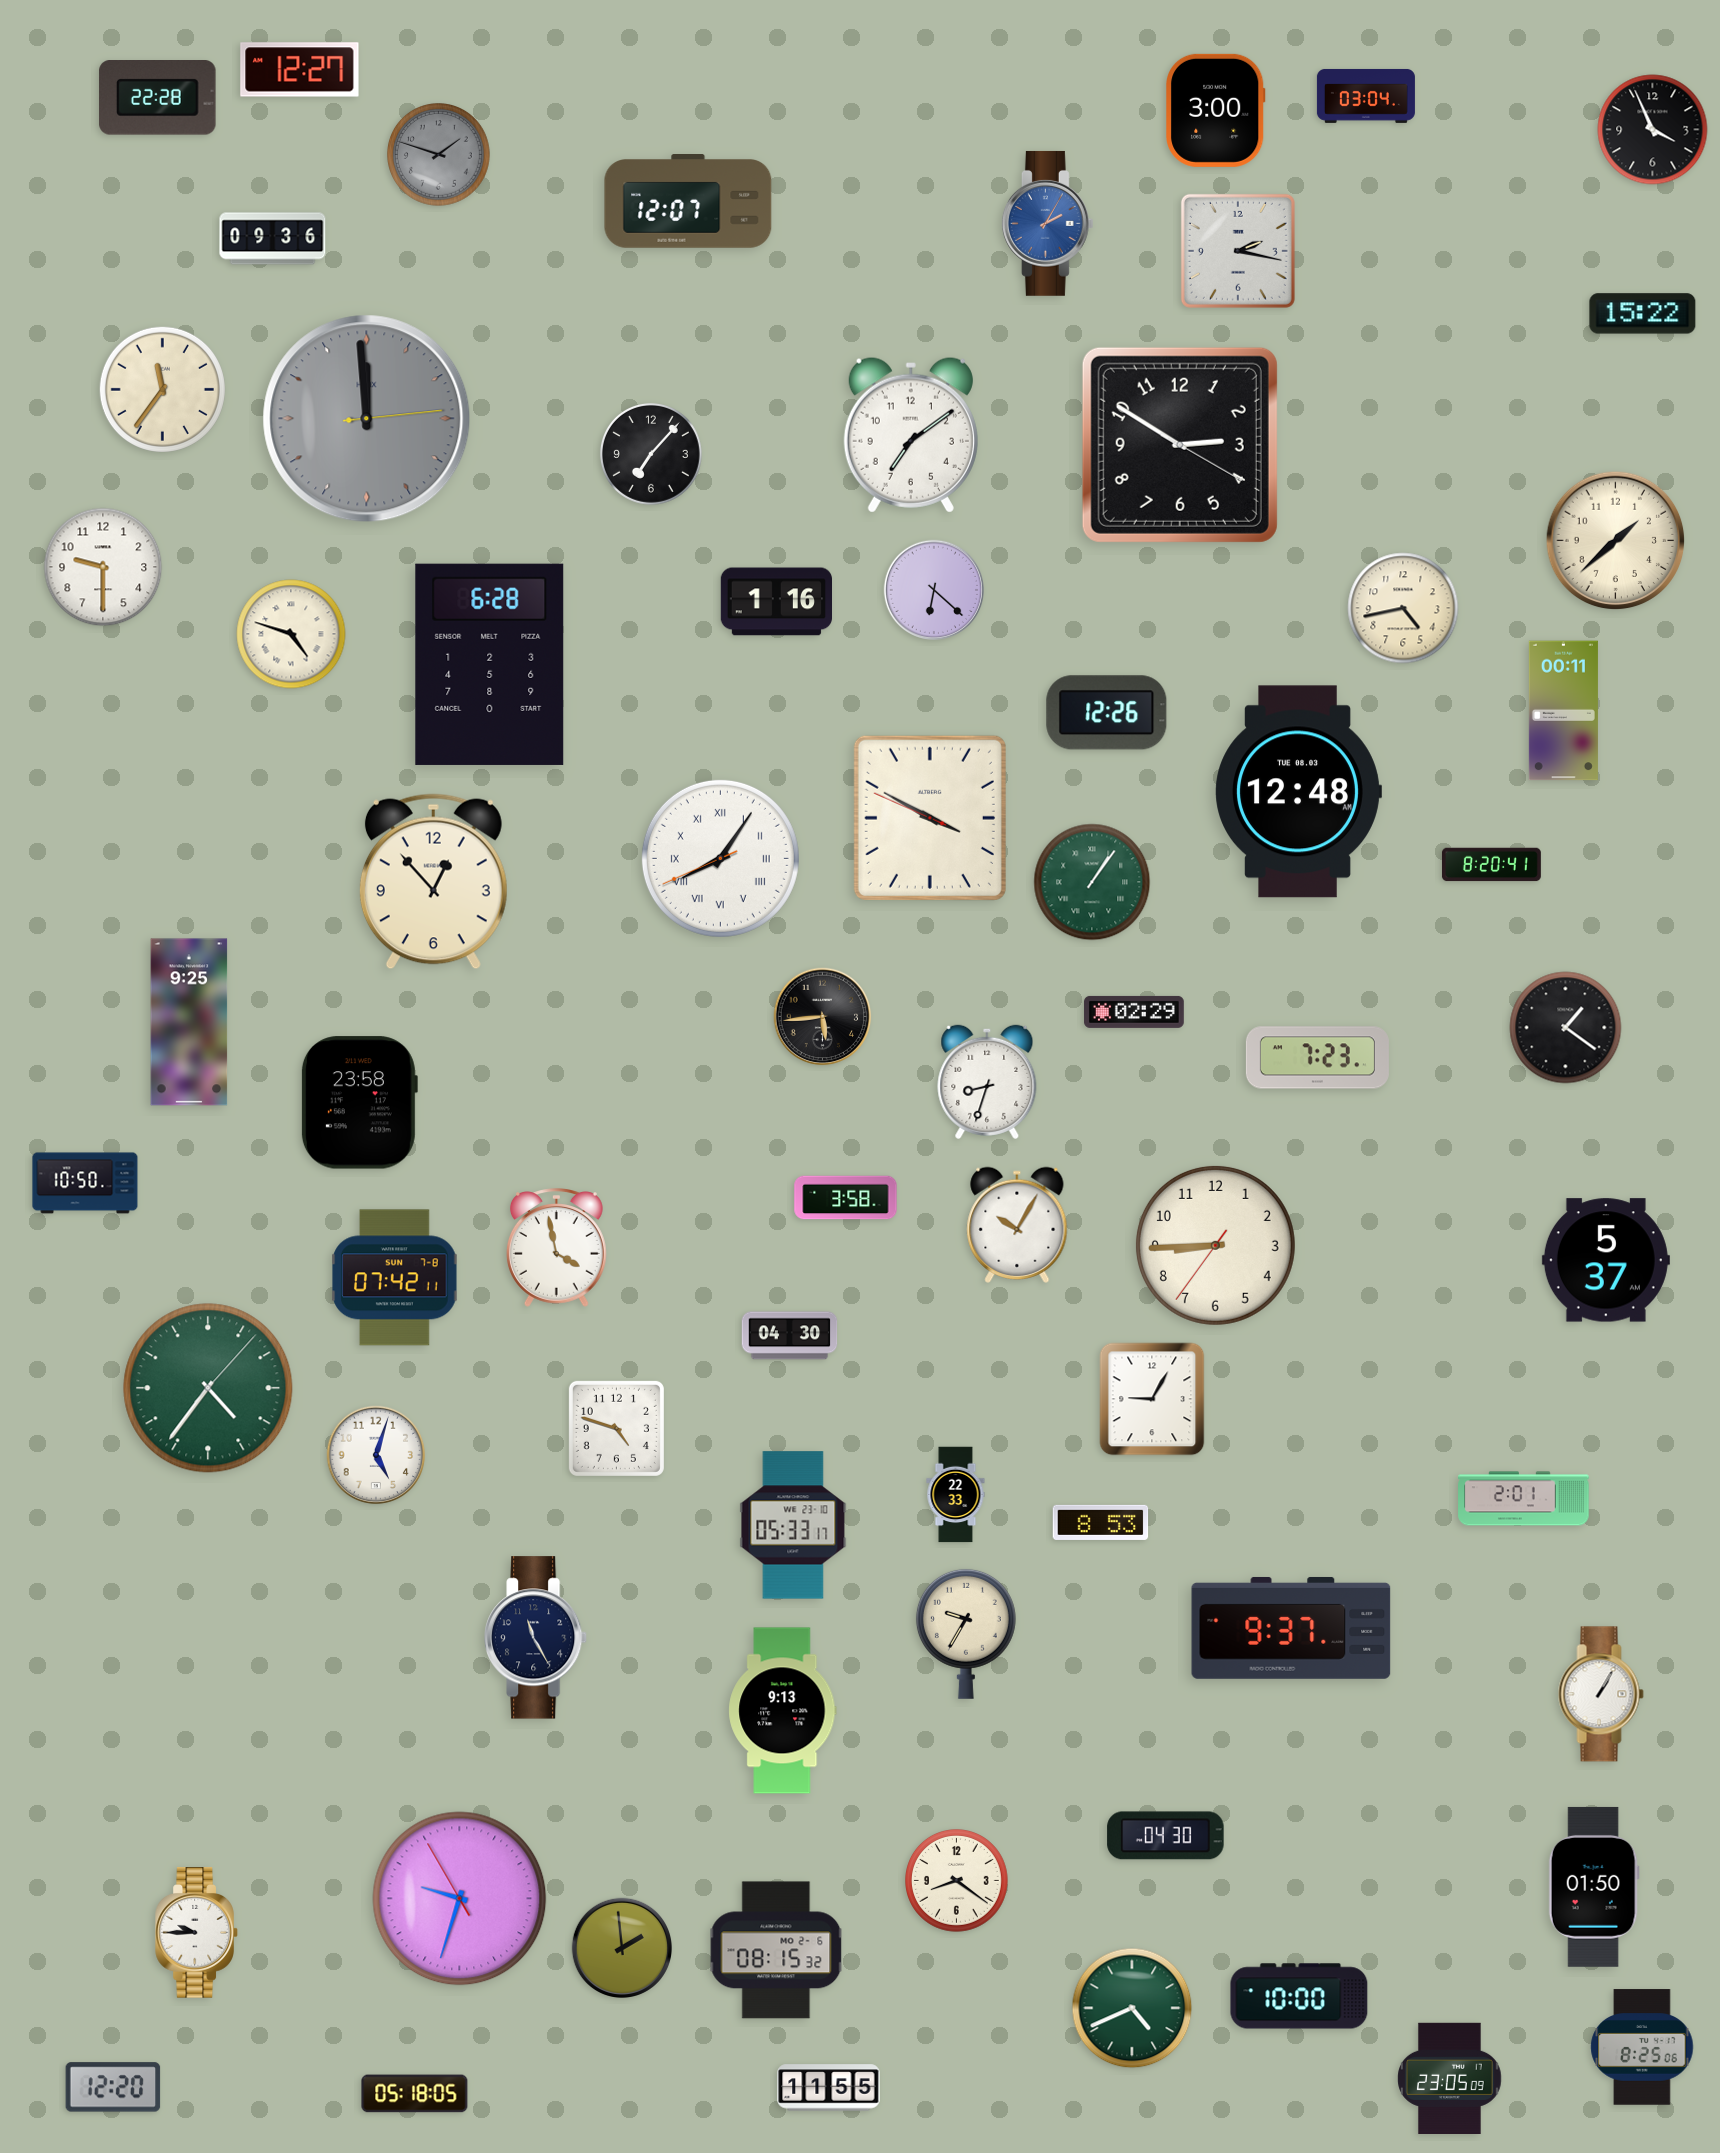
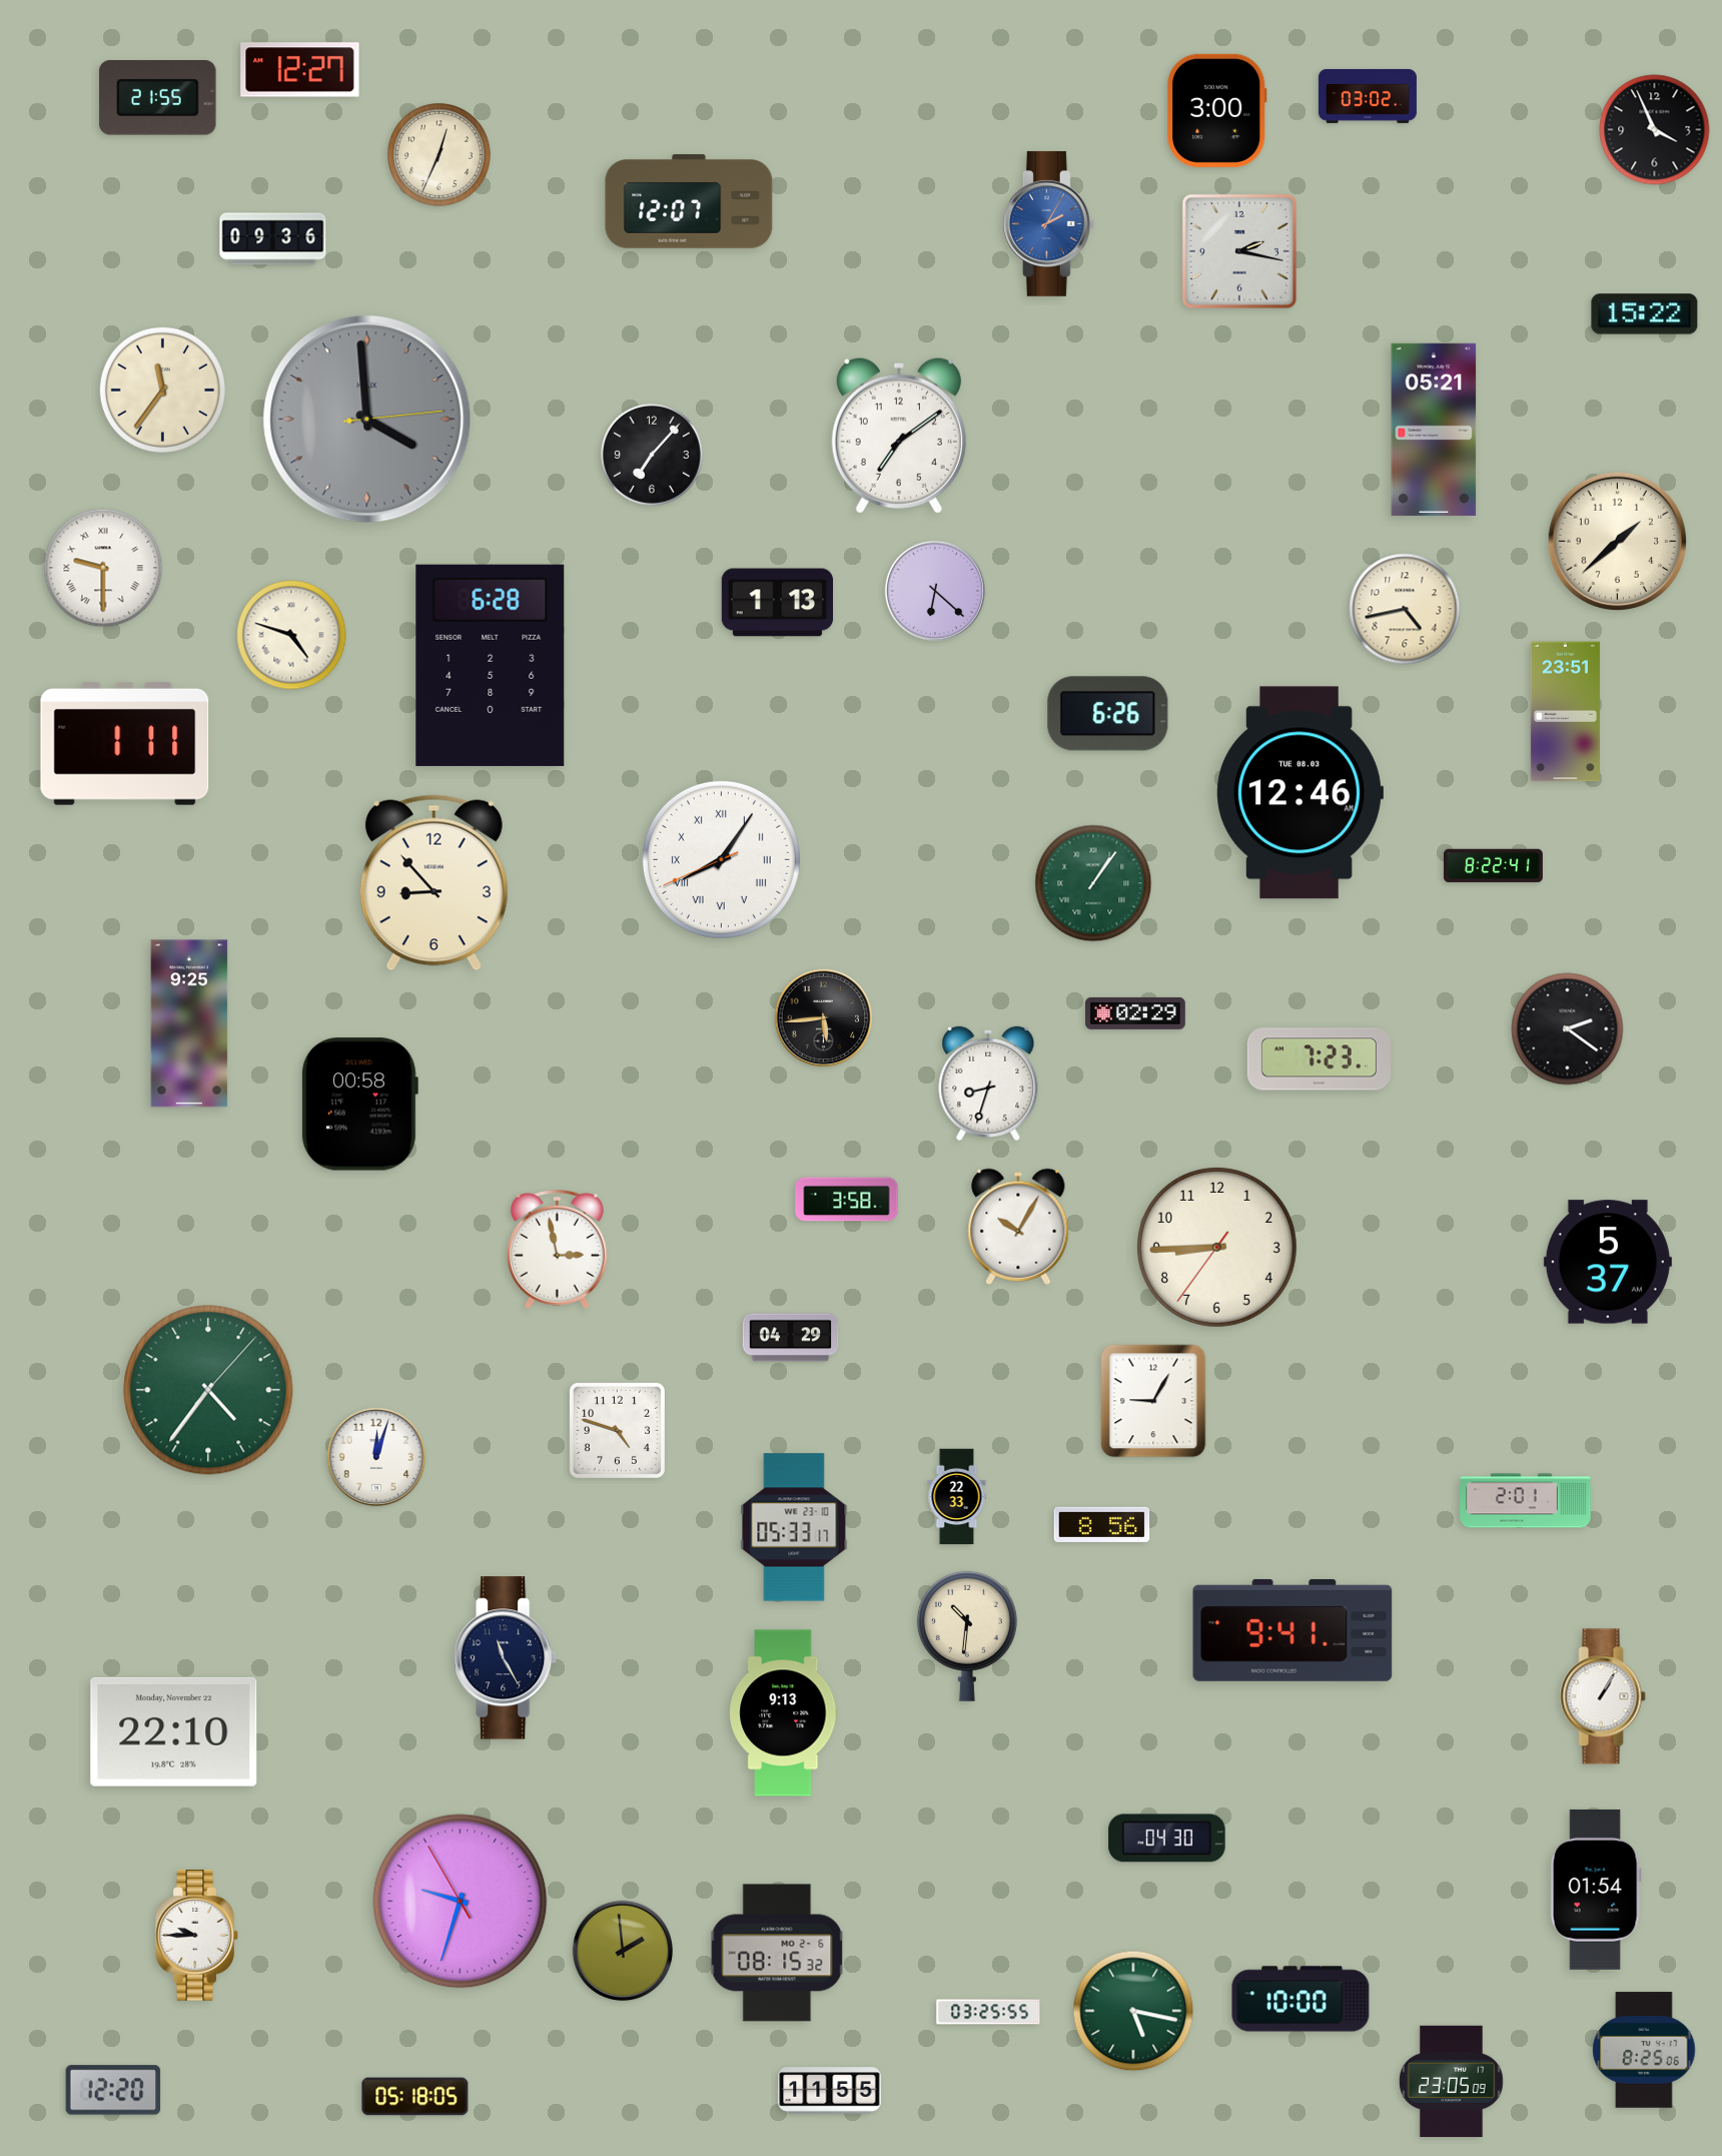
clock at (1366, 96): 03:04 -> 03:02
clock at (158, 98): 22:28 -> 21:55
clock at (439, 155): 1:48 -> 12:34
clock at (439, 155) dial: grey -> cream
clock at (367, 419): 11:59 -> 3:59
clock at (1434, 430): none -> 05:21
clock at (911, 435) position: (911, 435) -> (899, 436)
clock at (1180, 445): 2:50 -> none
clock at (103, 567) numerals: Arabic -> Roman
clock at (776, 602): 1:16 -> 1:13
clock at (1563, 711): 00:11 -> 23:51
clock at (1107, 713): 12:26 -> 6:26
clock at (125, 743): none -> 1:11
clock at (1298, 792): 12:48 -> 12:46
clock at (930, 818): 3:49 -> none
clock at (1491, 865): 8:20 -> 8:22
clock at (433, 882): 12:53 -> 8:53
clock at (1566, 1028): 1:21 -> 2:21
clock at (359, 1103): 23:58 -> 00:58
clock at (85, 1183): 10:50 -> none
clock at (556, 1248): 3:58 -> 2:58
clock at (395, 1278): 07:42 -> none
clock at (790, 1336): 04:30 -> 04:29
clock at (376, 1455): 5:03 -> 12:03
clock at (1101, 1522): 8:53 -> 8:56
clock at (1291, 1628): 9:37 -> 9:41
clock at (966, 1634): 9:35 -> 10:31
clock at (536, 1638) position: (536, 1638) -> (506, 1658)
clock at (174, 1731): none -> 22:10
clock at (957, 1881): 8:21 -> none
clock at (1594, 1887): 01:50 -> 01:54
clock at (1132, 2008): 4:41 -> 5:17
clock at (988, 2012): none -> 03:25
